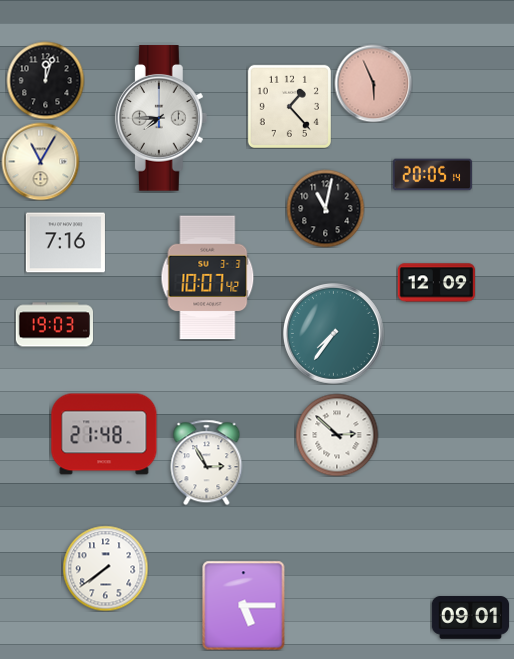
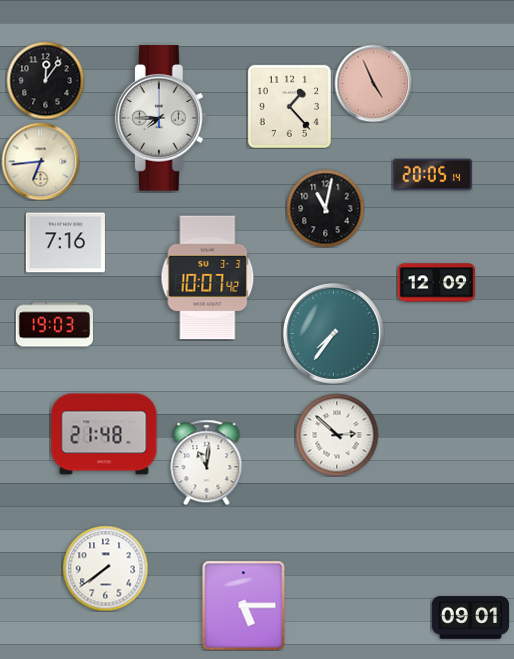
clock at (45, 80): 12:03 -> 12:06
clock at (373, 83): 5:56 -> 4:56
clock at (40, 161): 11:05 -> 6:44
clock at (207, 462): 2:55 -> 11:01
